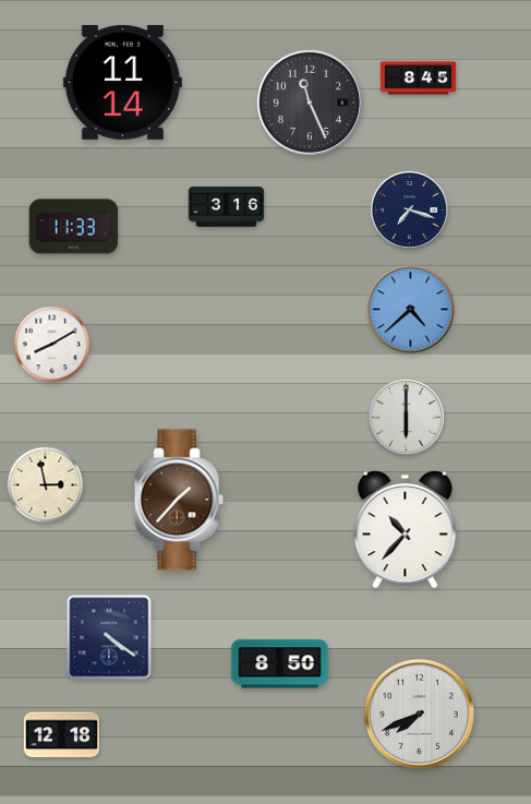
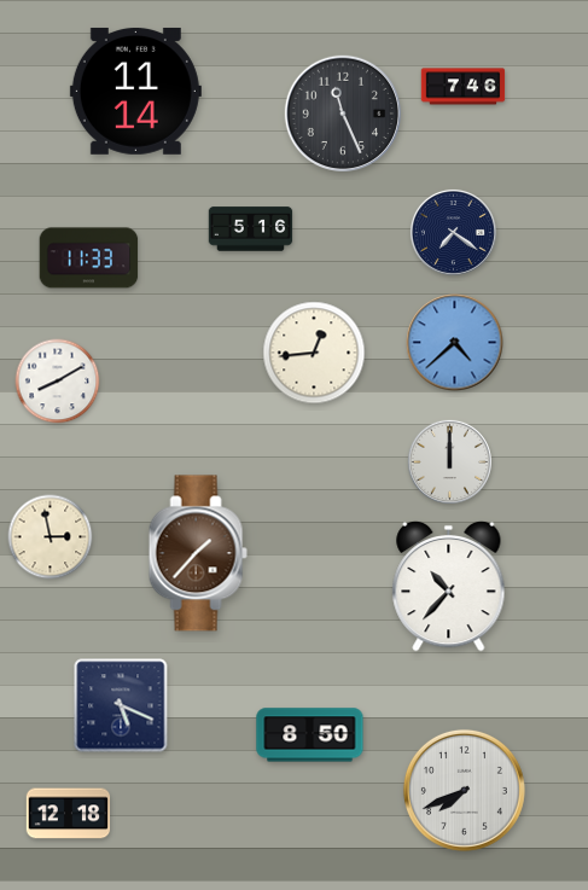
clock at (419, 79): 8:45 -> 7:46
clock at (227, 207): 3:16 -> 5:16
clock at (409, 209): 7:18 -> 7:21
clock at (74, 227) position: (74, 227) -> (89, 258)
clock at (314, 353): none -> 12:44
clock at (406, 417): 6:00 -> 12:00
clock at (109, 637): 4:21 -> 5:19
